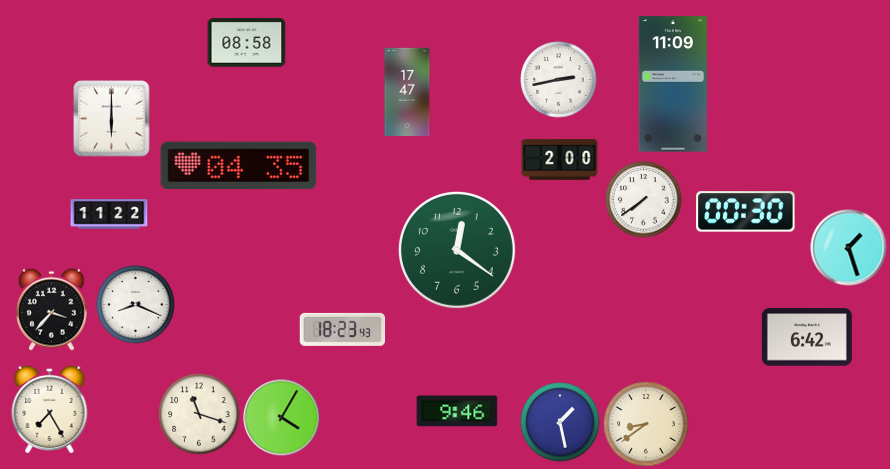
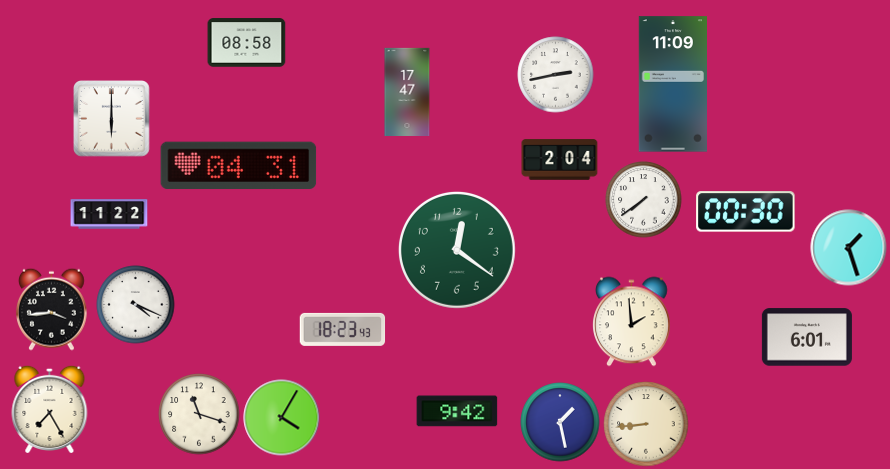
clock at (559, 80) position: (559, 80) -> (556, 75)
clock at (560, 160): 2:00 -> 2:04
clock at (239, 166): 04:35 -> 04:31
clock at (136, 305): 8:19 -> 4:19
clock at (52, 309): 3:37 -> 3:44
clock at (632, 322): none -> 1:59
clock at (807, 337): 6:42 -> 6:01
clock at (457, 411): 9:46 -> 9:42
clock at (646, 424): 8:39 -> 8:44
